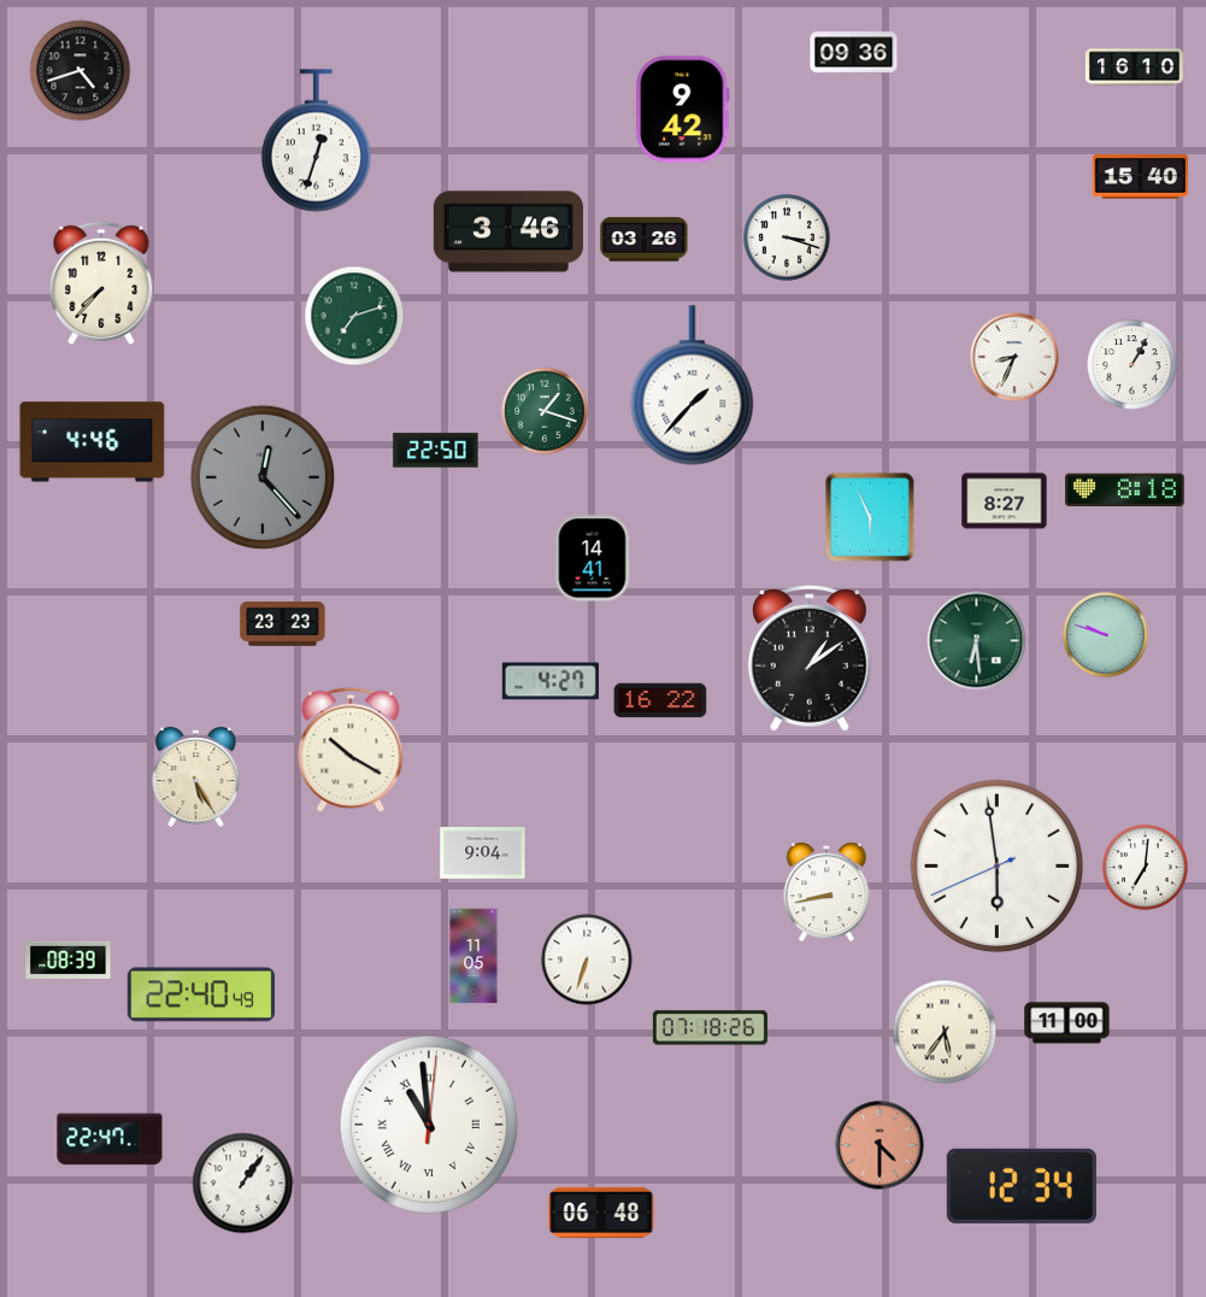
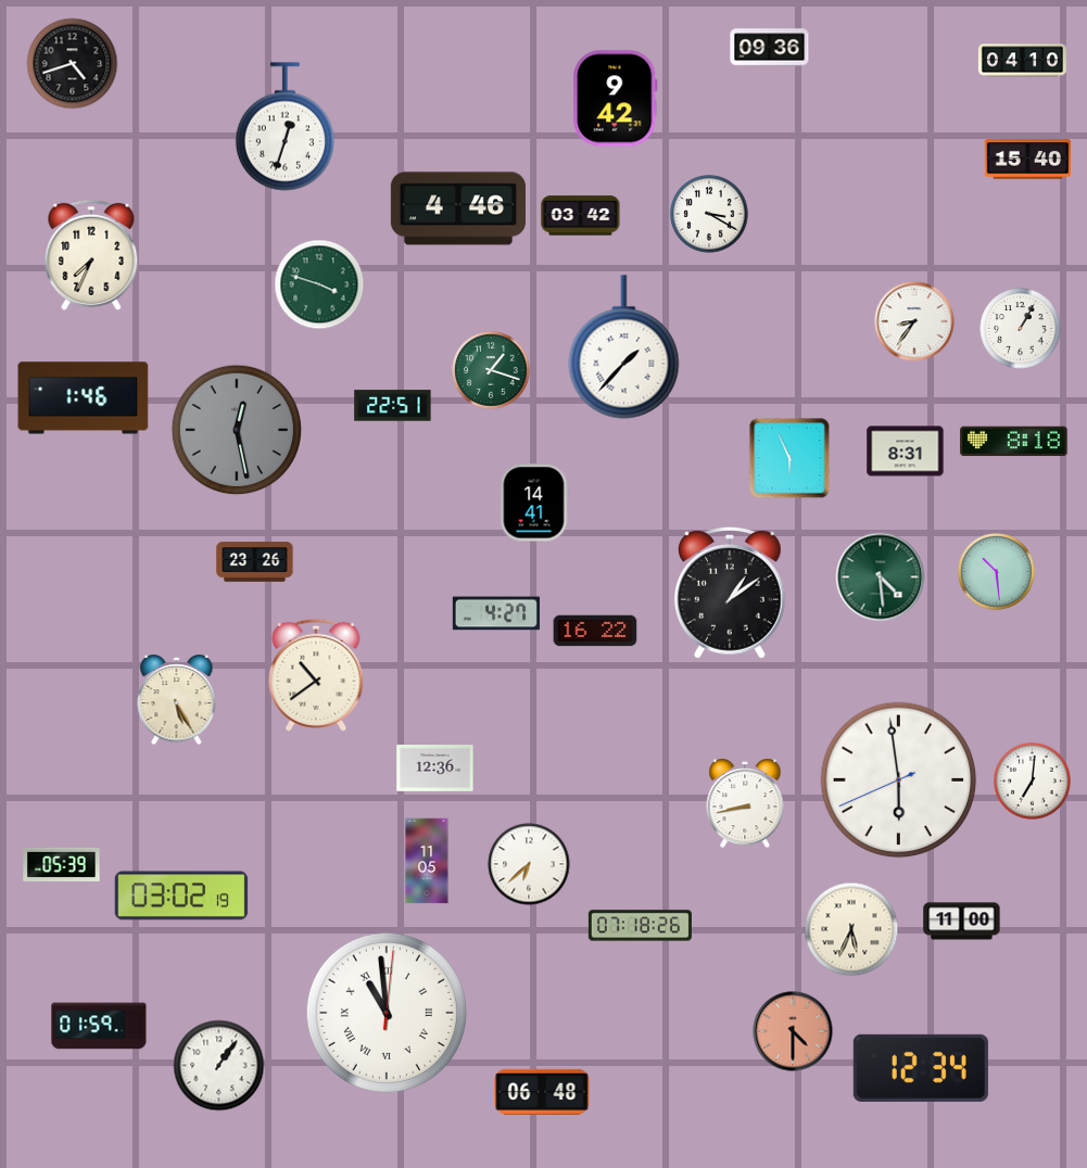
clock at (1134, 68): 16:10 -> 04:10
clock at (508, 231): 3:46 -> 4:46
clock at (787, 237): 3:18 -> 3:20
clock at (645, 240): 03:26 -> 03:42
clock at (101, 283): 7:37 -> 7:34
clock at (354, 316): 7:12 -> 3:48
clock at (1014, 357): 8:34 -> 8:36
clock at (93, 442): 4:46 -> 1:46
clock at (436, 451): 22:50 -> 22:51
clock at (261, 476): 12:23 -> 12:28
clock at (1005, 501): 8:27 -> 8:31
clock at (870, 517) position: (870, 517) -> (789, 458)
clock at (283, 624): 23:23 -> 23:26
clock at (1106, 635): 9:48 -> 10:29
clock at (977, 641): 6:29 -> 4:29
clock at (351, 750): 10:20 -> 10:39
clock at (483, 853): 9:04 -> 12:36
clock at (69, 959): 08:39 -> 05:39
clock at (587, 959): 6:33 -> 6:38
clock at (201, 994): 22:40 -> 03:02
clock at (945, 1032): 5:36 -> 5:34
clock at (110, 1139): 22:47 -> 01:59
